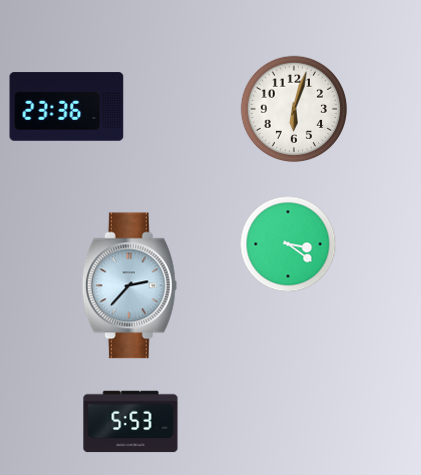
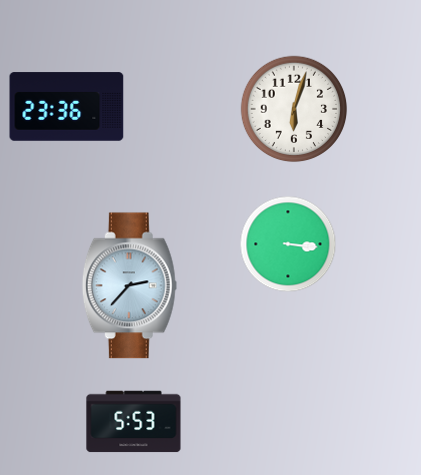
clock at (288, 244): 3:21 -> 3:16
clock at (131, 422) position: (131, 422) -> (134, 422)
